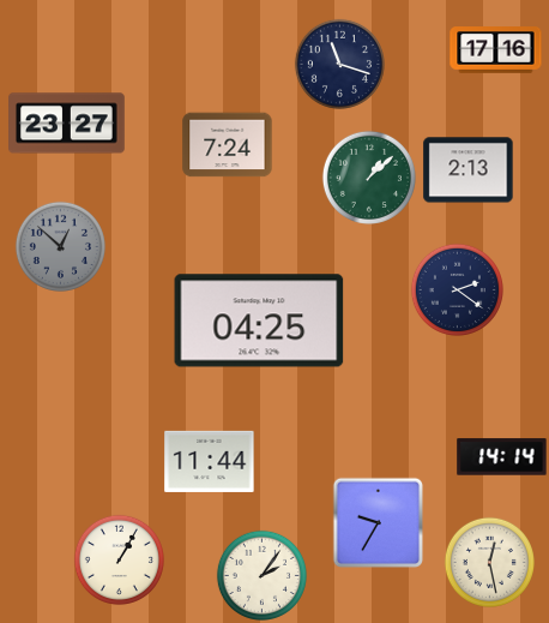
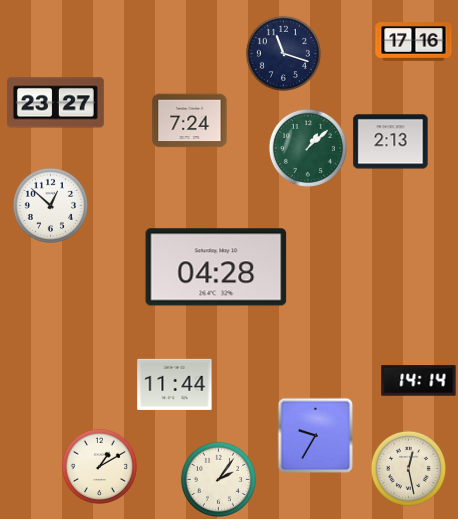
clock at (60, 246) dial: grey -> white
clock at (457, 289): 2:21 -> none
clock at (259, 321): 04:25 -> 04:28
clock at (119, 559): 1:05 -> 1:10
